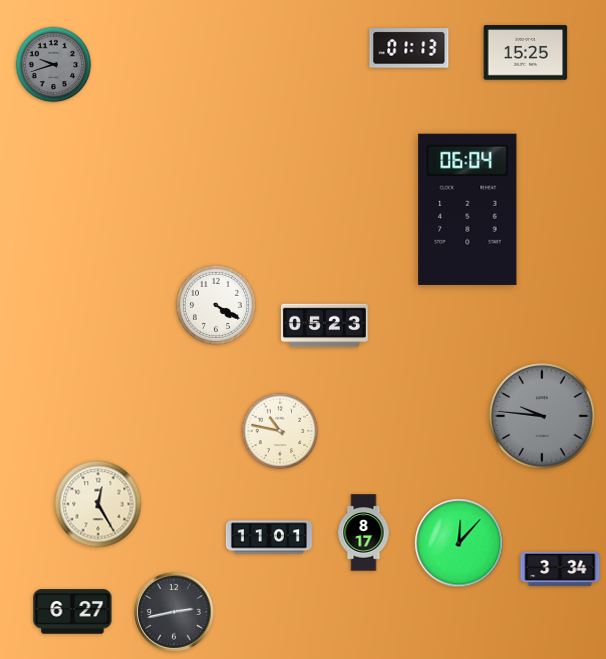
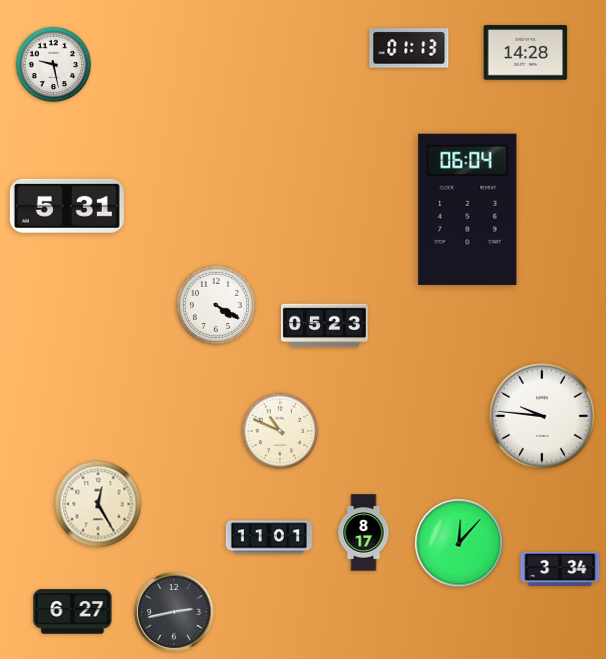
clock at (526, 53): 15:25 -> 14:28
clock at (54, 65): 9:42 -> 9:28
clock at (54, 65) dial: grey -> white
clock at (67, 206): none -> 5:31
clock at (543, 417) dial: grey -> white
clock at (280, 431): 10:47 -> 10:49
